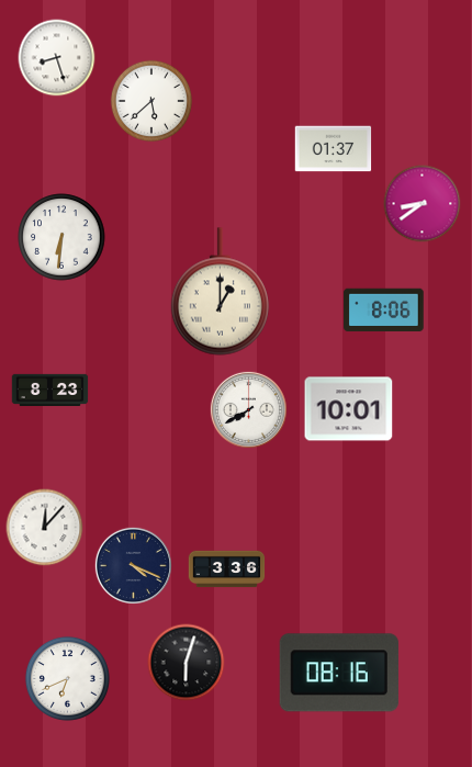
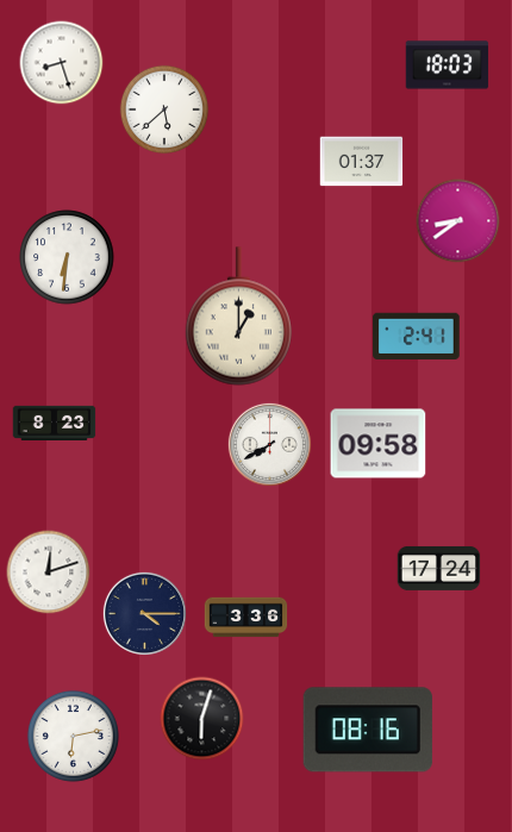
clock at (448, 65): none -> 18:03
clock at (384, 309): 8:06 -> 2:41
clock at (349, 409): 10:01 -> 09:58
clock at (439, 568): none -> 17:24
clock at (45, 528): 12:07 -> 12:12
clock at (133, 565): 4:19 -> 4:15
clock at (67, 678): 6:41 -> 6:13
